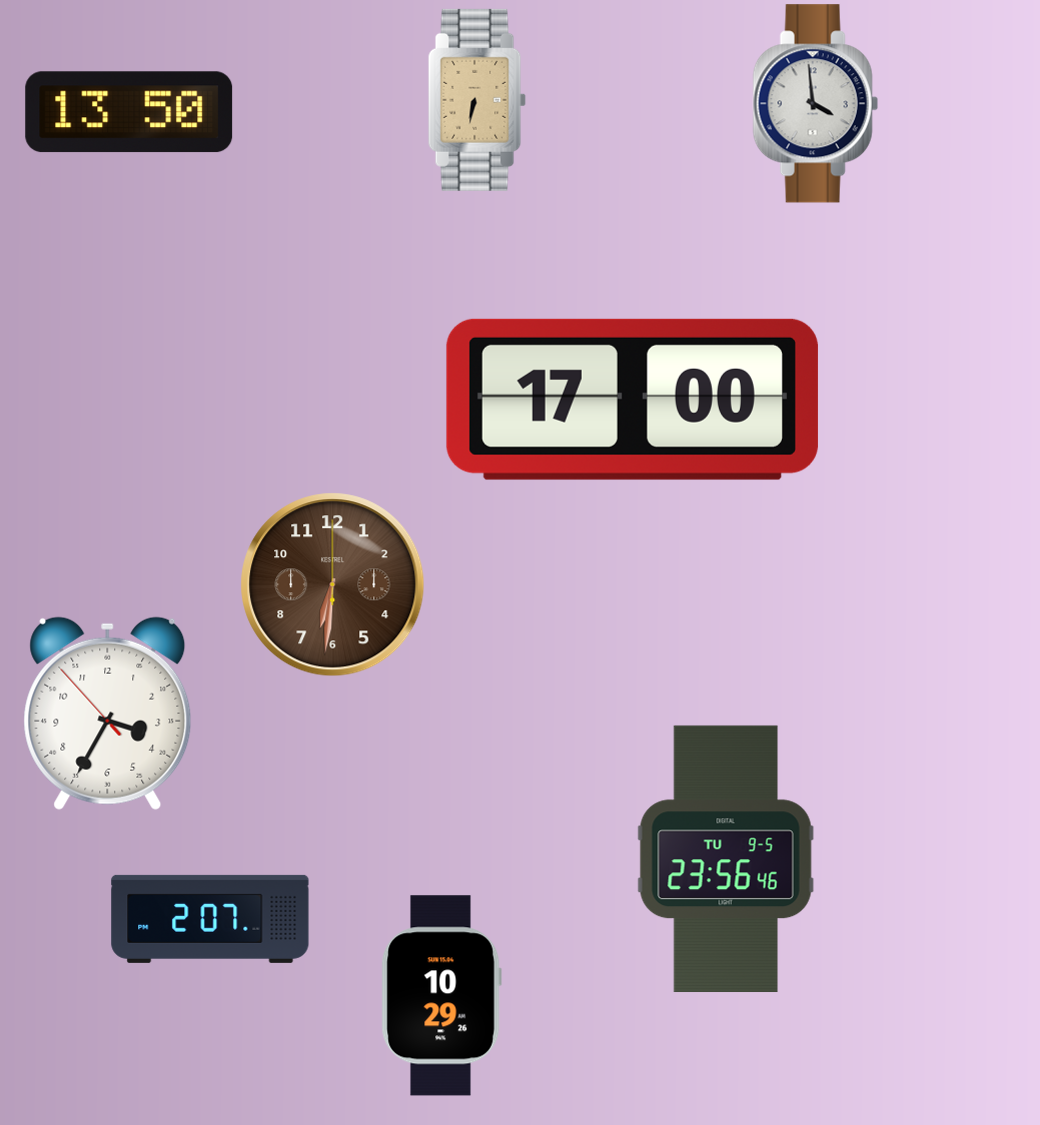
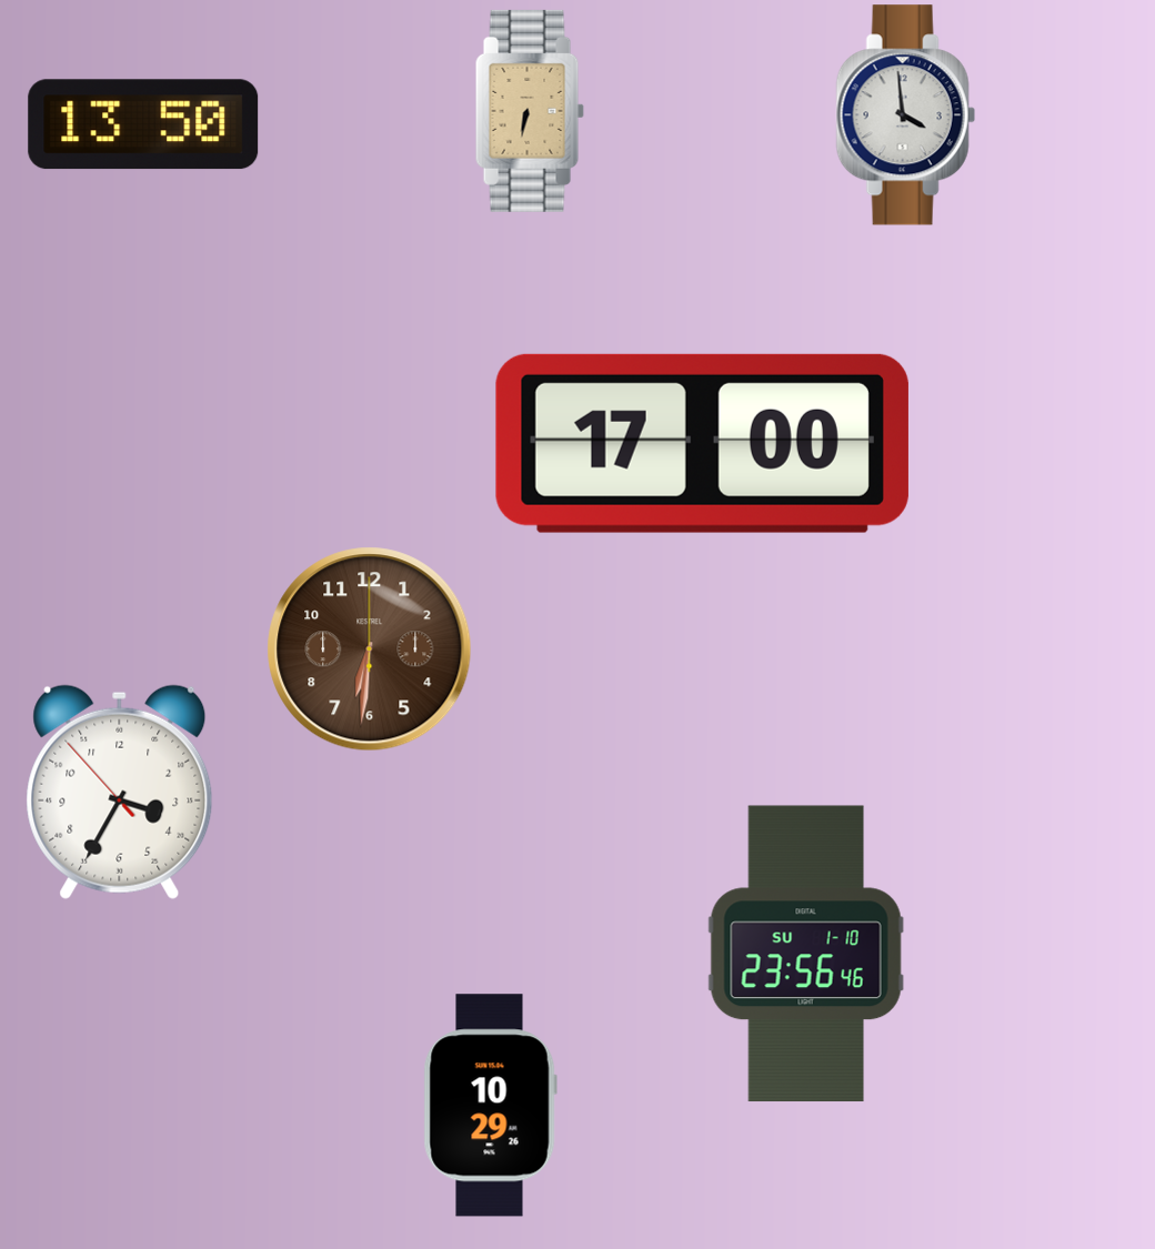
clock at (726, 859) date: TU 9-5 -> SU 1-10
clock at (210, 919): 2:07 -> none
